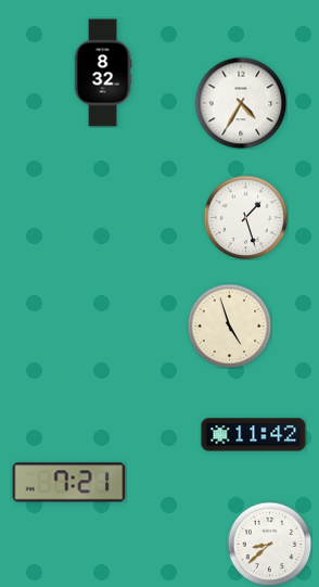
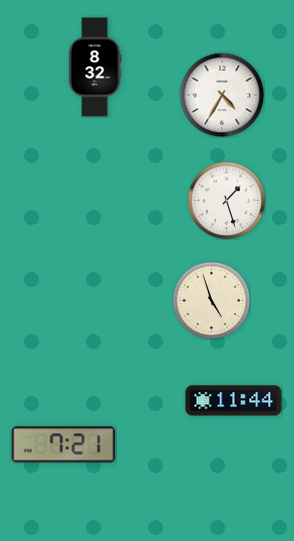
clock at (254, 435): 11:42 -> 11:44
clock at (269, 544): 8:38 -> none
